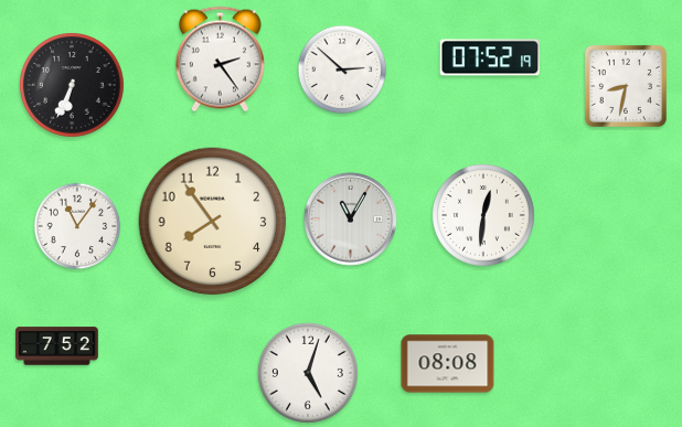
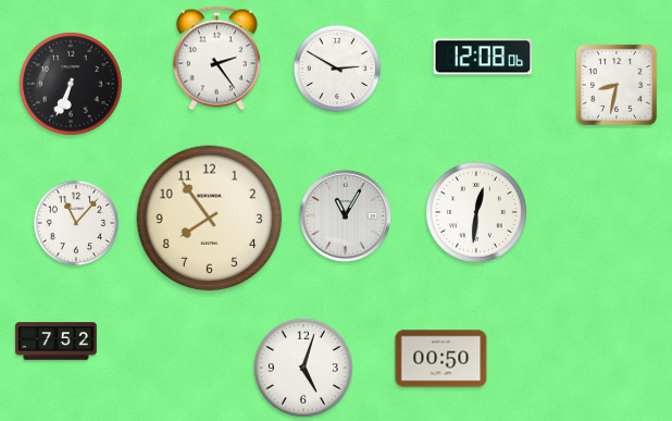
clock at (490, 57): 07:52 -> 12:08
clock at (342, 70): 2:52 -> 2:50
clock at (77, 226): 11:06 -> 11:07
clock at (448, 364): 08:08 -> 00:50
